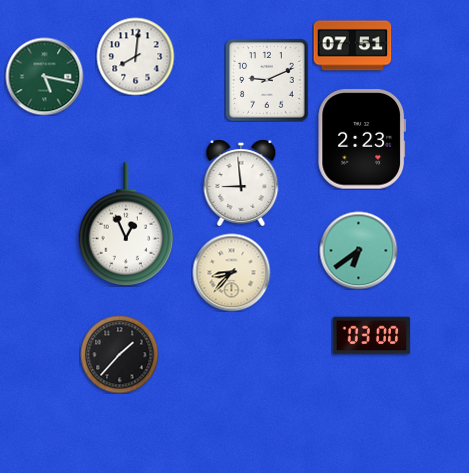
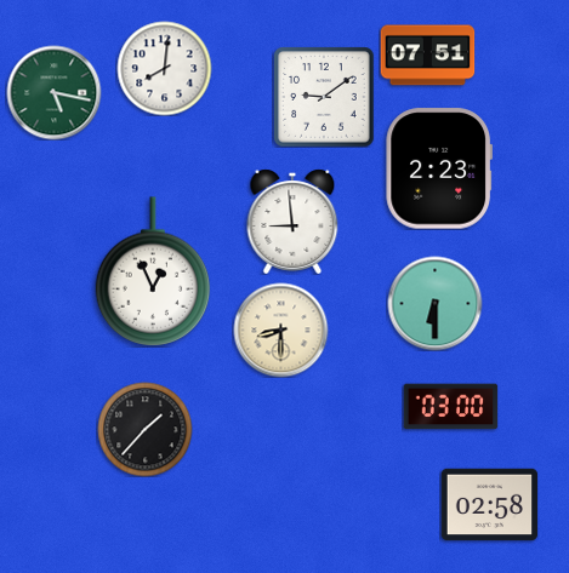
clock at (267, 80): 9:11 -> 9:09
clock at (358, 250): 6:39 -> 6:30
clock at (231, 272): 8:37 -> 8:30
clock at (489, 505): none -> 02:58
